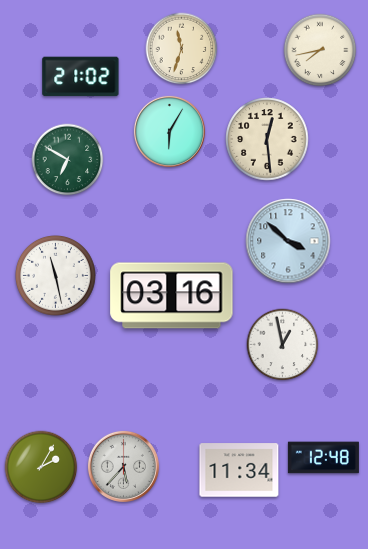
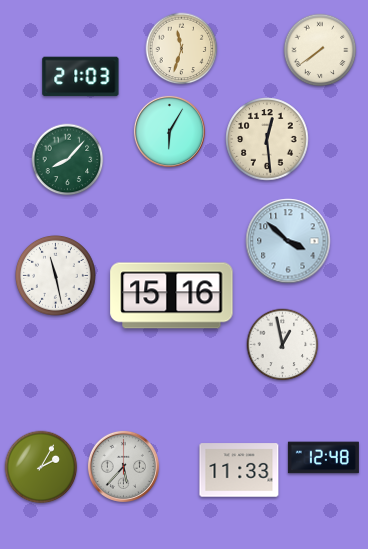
clock at (320, 50): 7:43 -> 7:39
clock at (81, 77): 21:02 -> 21:03
clock at (68, 160): 6:50 -> 8:07
clock at (172, 296): 03:16 -> 15:16
clock at (239, 470): 11:34 -> 11:33
